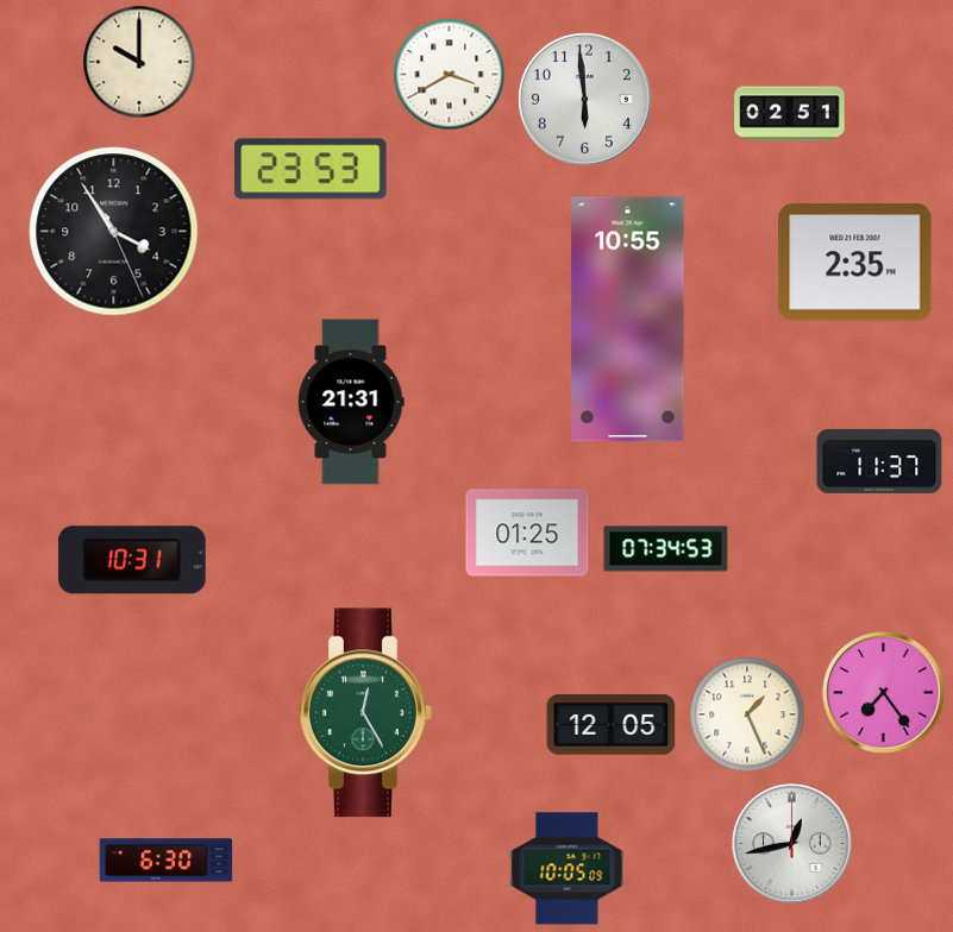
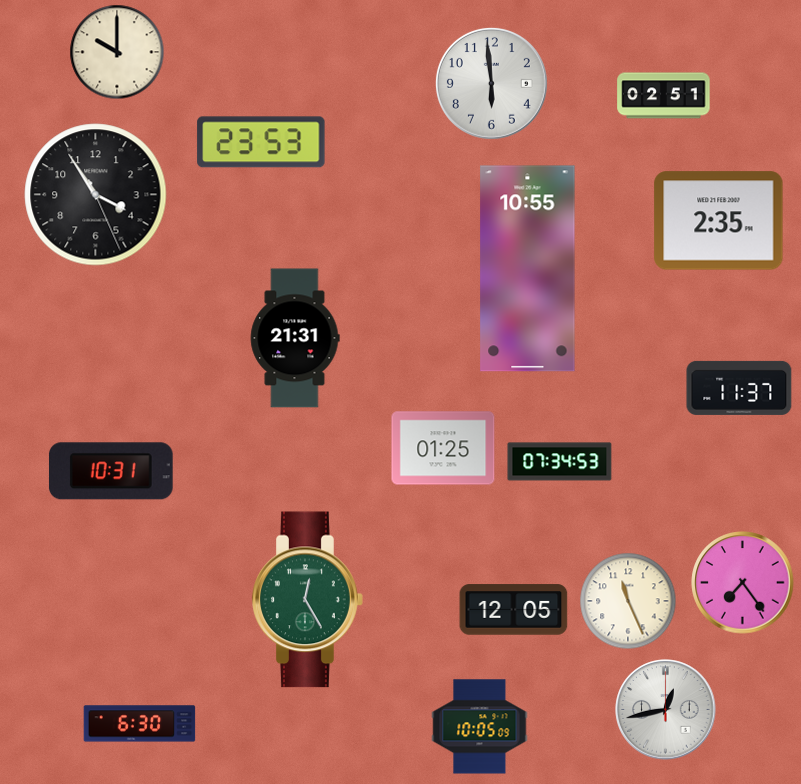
clock at (450, 75): 3:40 -> none
clock at (747, 714): 1:26 -> 11:26
clock at (568, 869) position: (568, 869) -> (480, 727)
